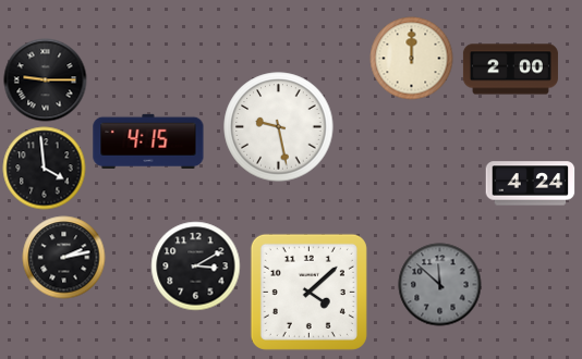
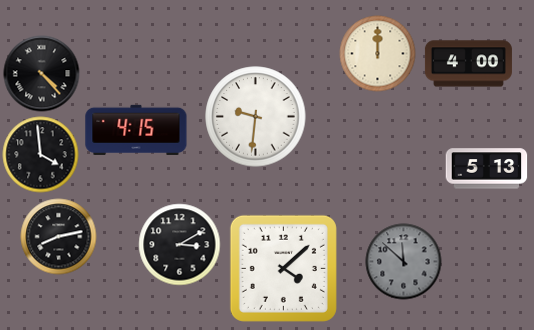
clock at (510, 70): 2:00 -> 4:00
clock at (46, 81): 9:15 -> 4:23
clock at (279, 127): 9:28 -> 9:31
clock at (531, 184): 4:24 -> 5:13
clock at (64, 258): 2:13 -> 8:13
